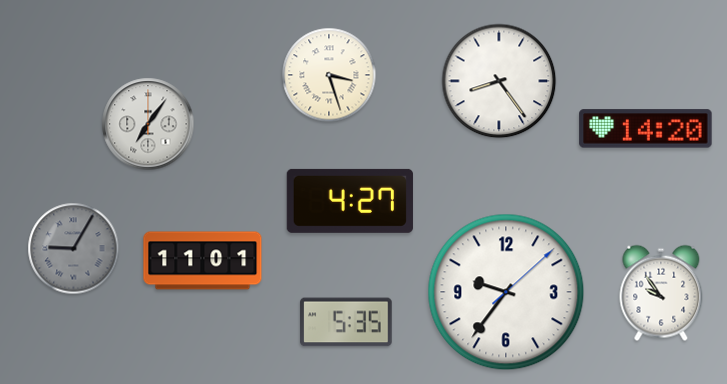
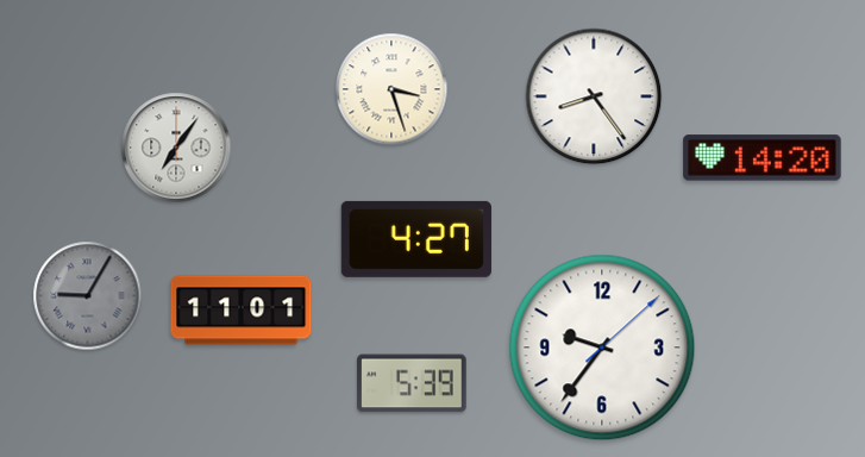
clock at (646, 129) position: (646, 129) -> (763, 158)
clock at (661, 293): 9:54 -> none
clock at (346, 322): 5:35 -> 5:39
